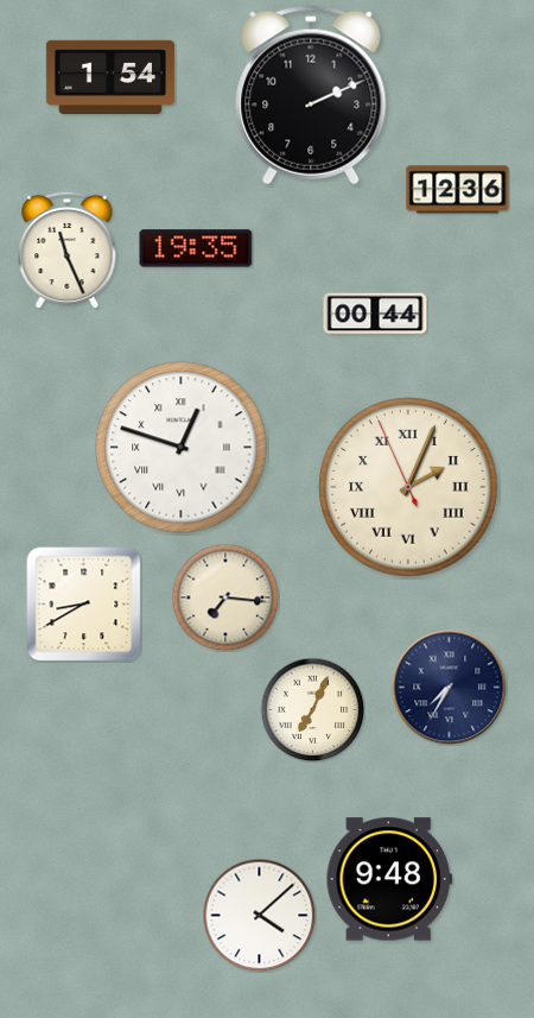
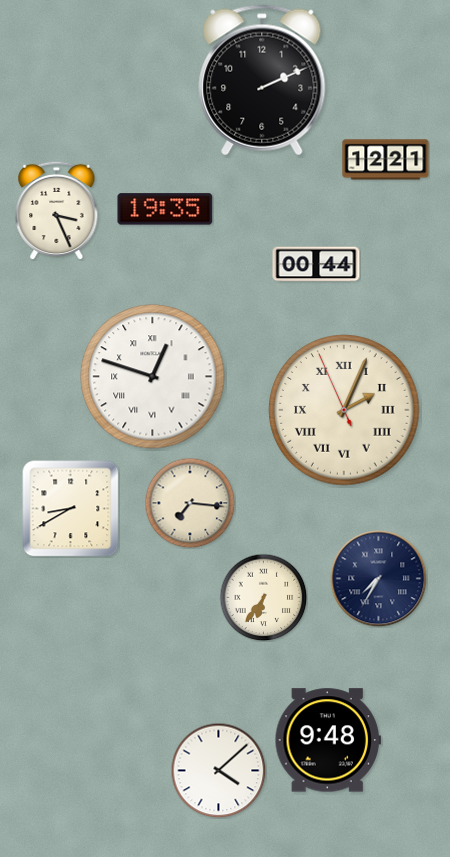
clock at (110, 76): 1:54 -> none
clock at (458, 190): 12:36 -> 12:21
clock at (68, 249): 11:26 -> 3:26
clock at (312, 709): 7:04 -> 6:36
